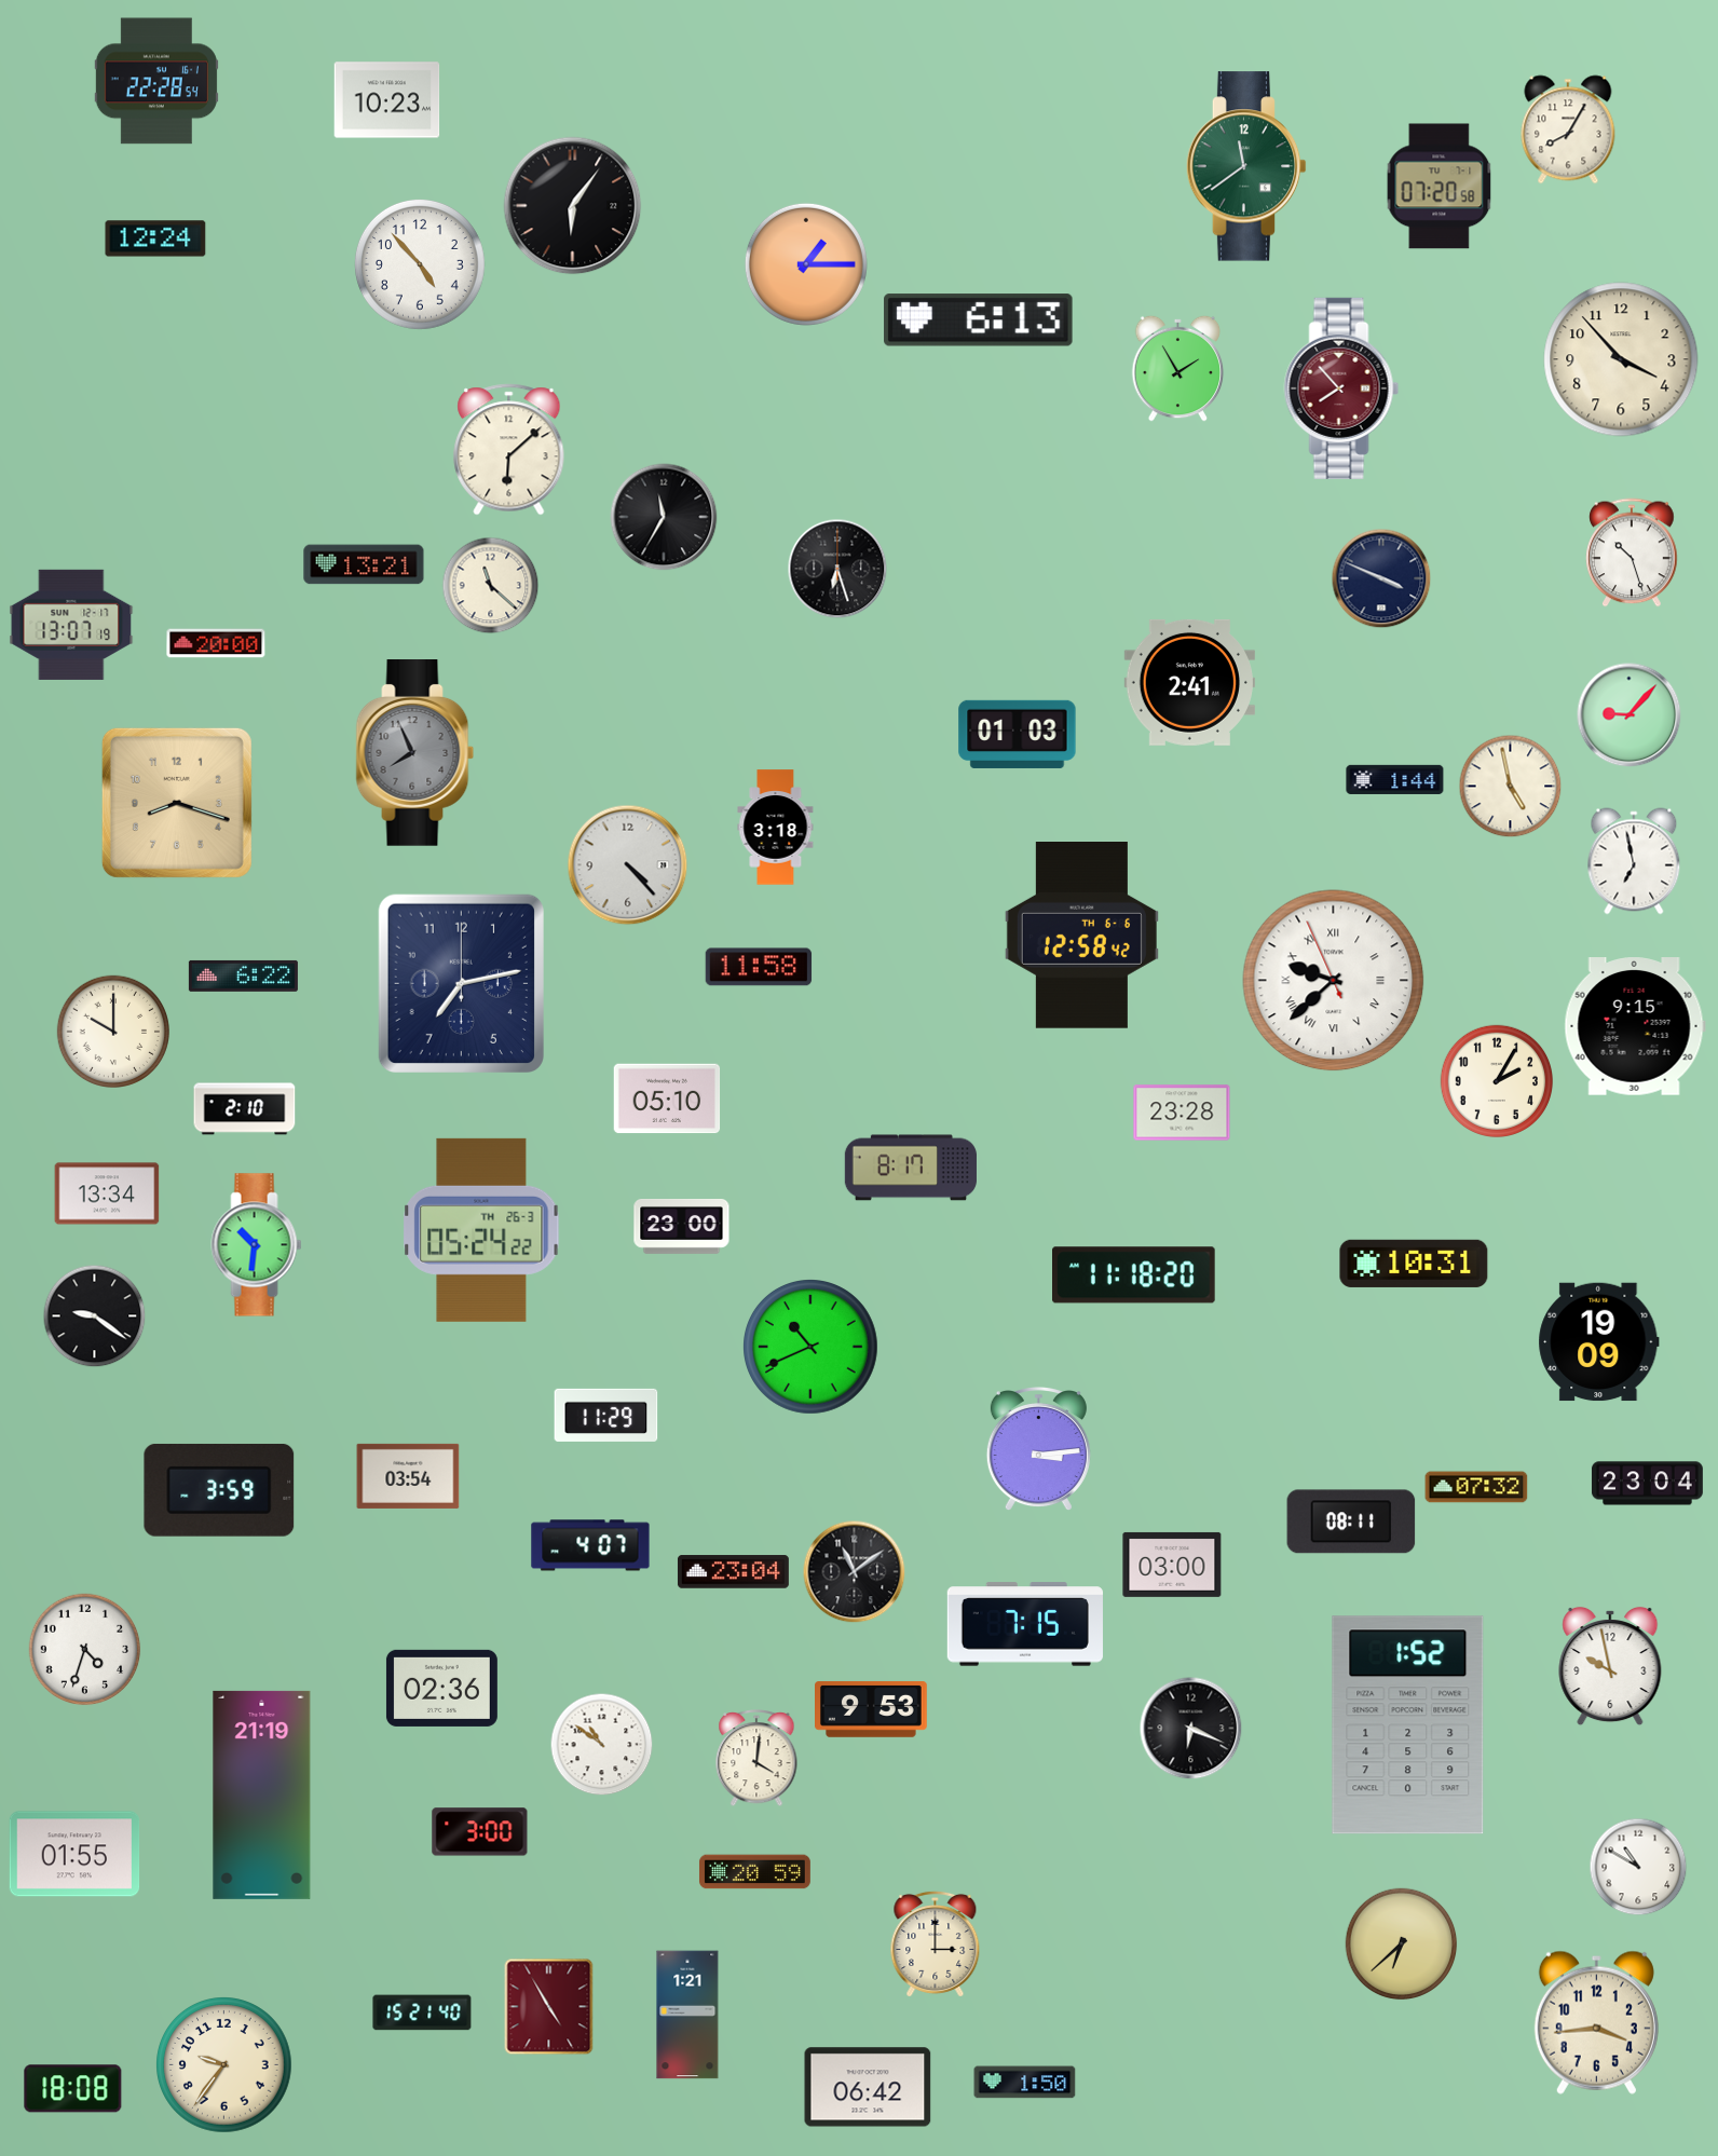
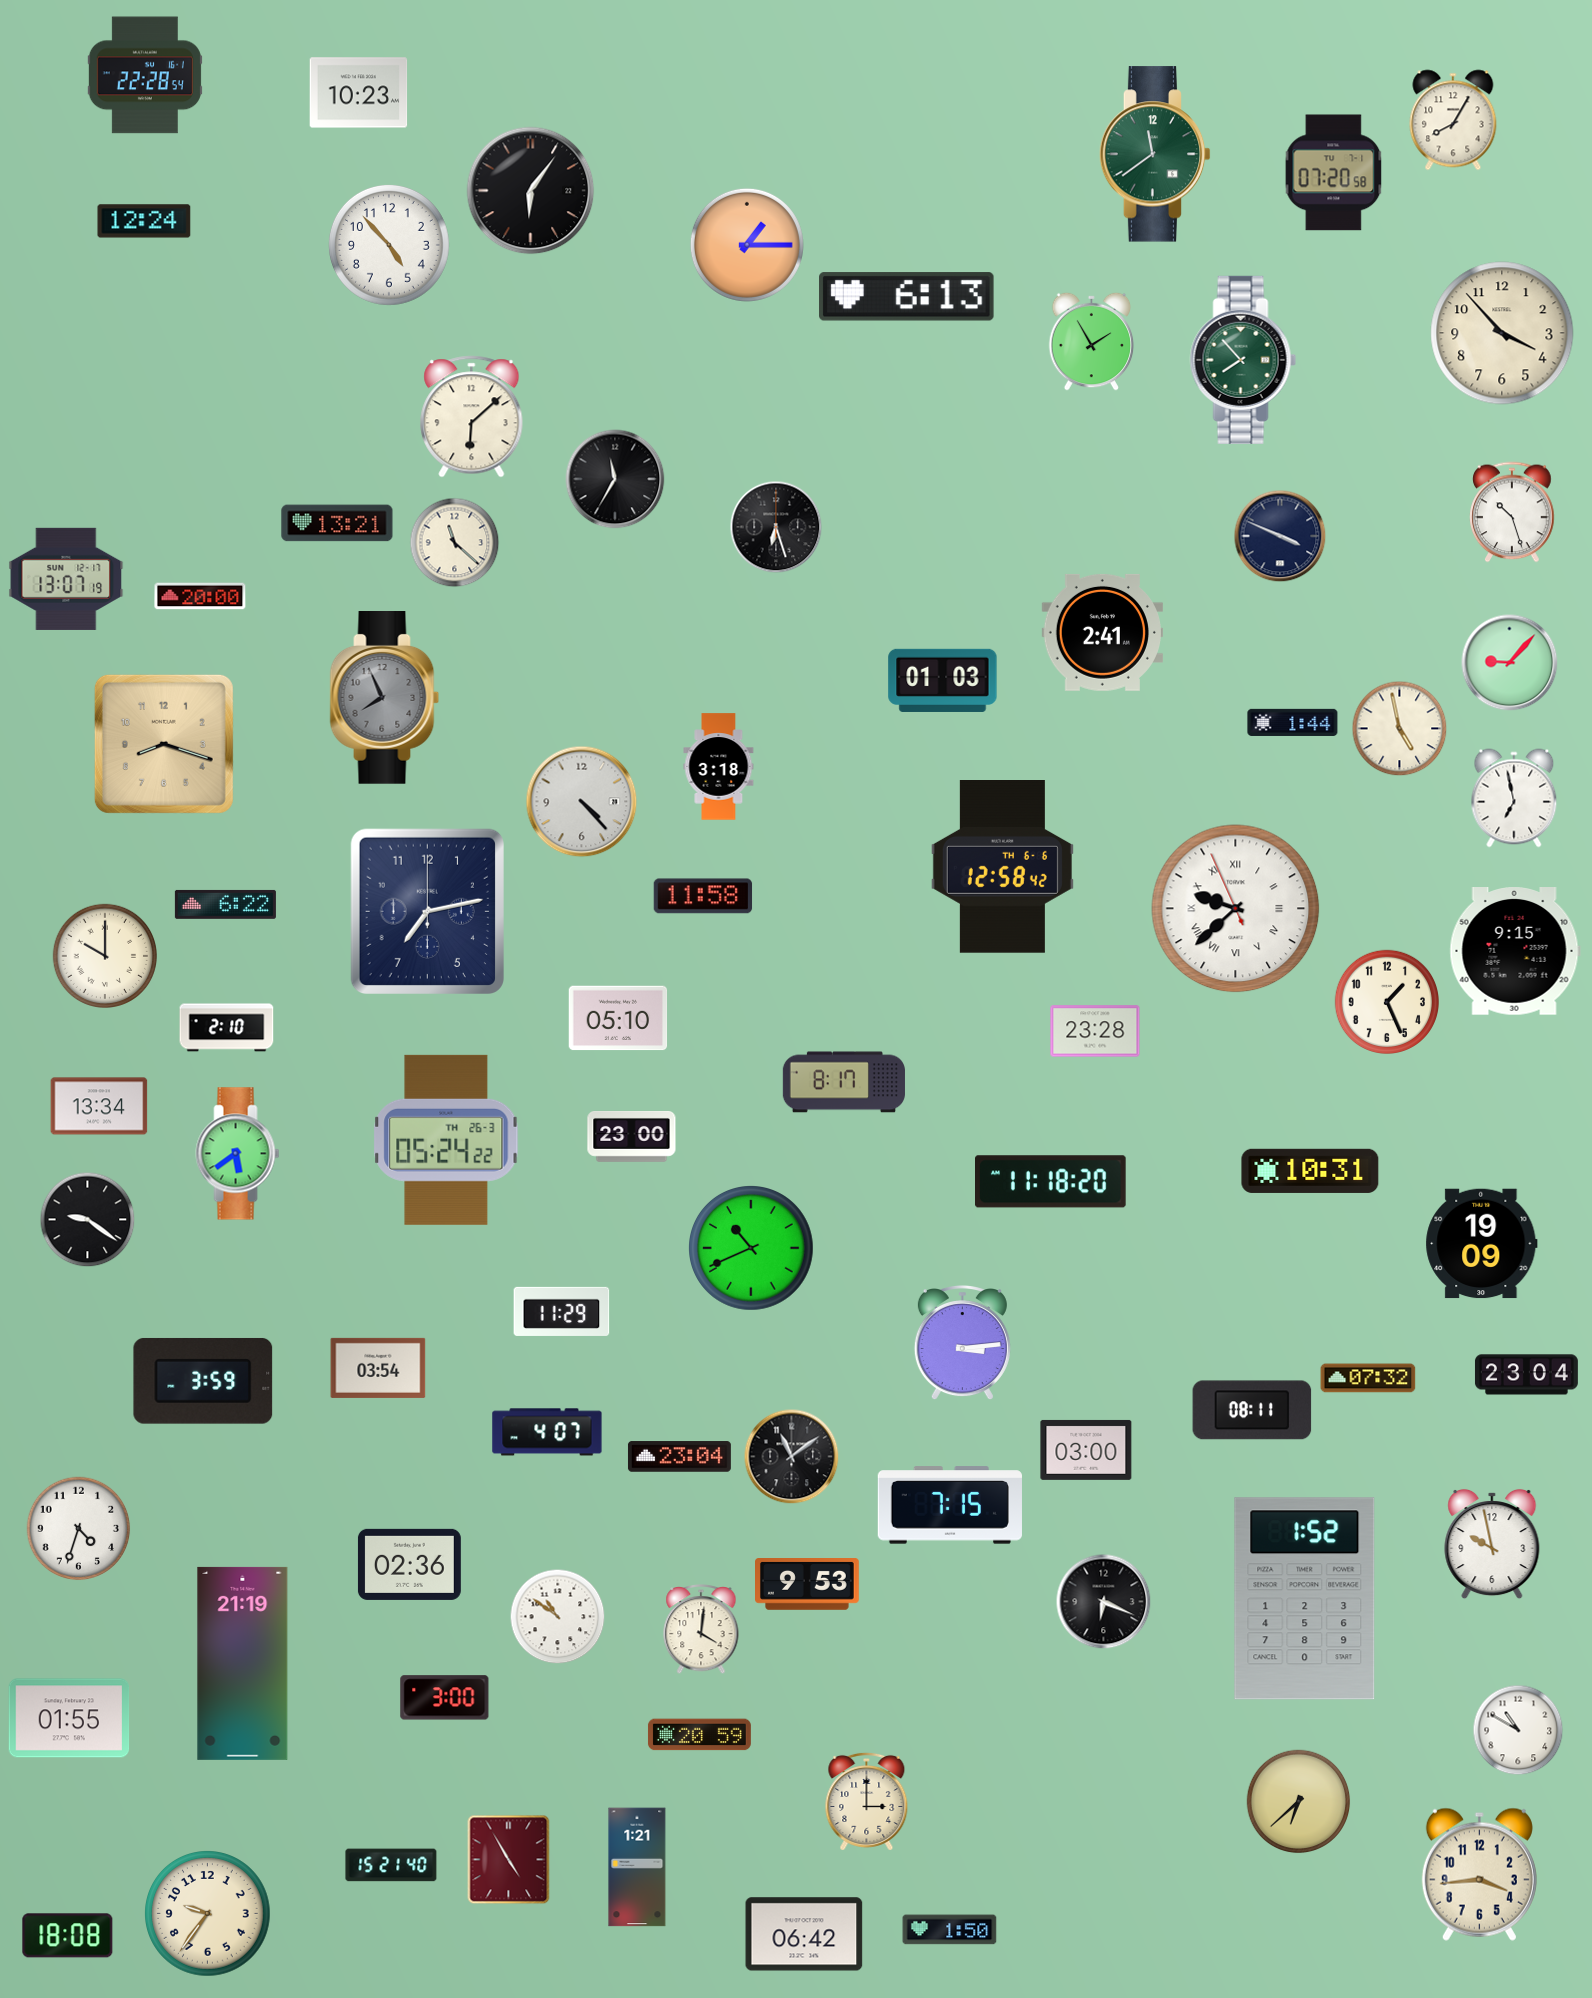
clock at (1341, 388) dial: burgundy -> green
clock at (1497, 1081): 2:05 -> 1:26
clock at (257, 1245): 10:31 -> 5:39
